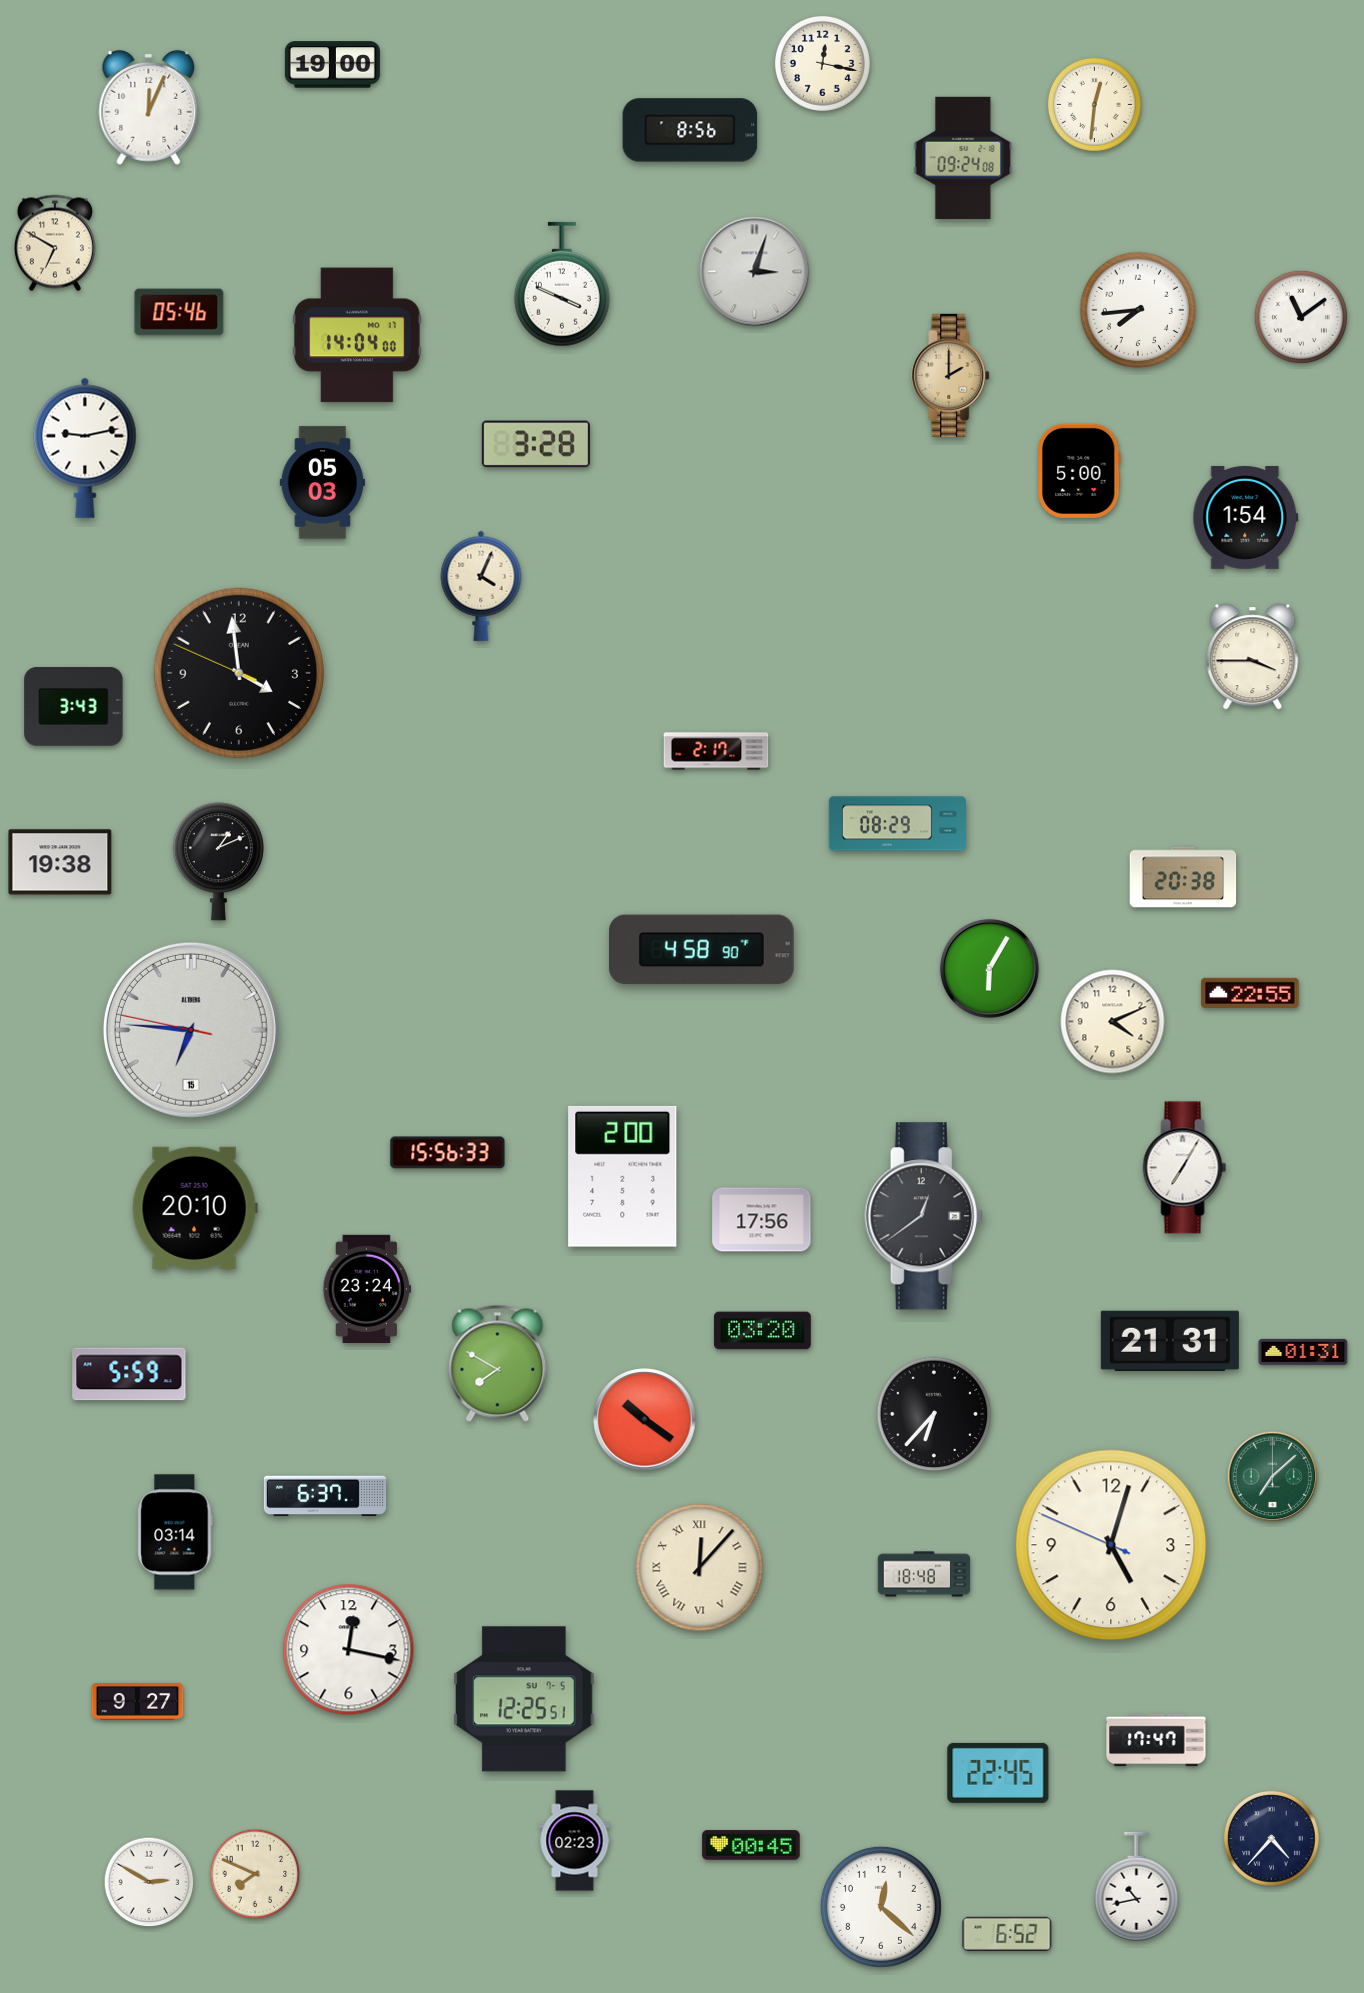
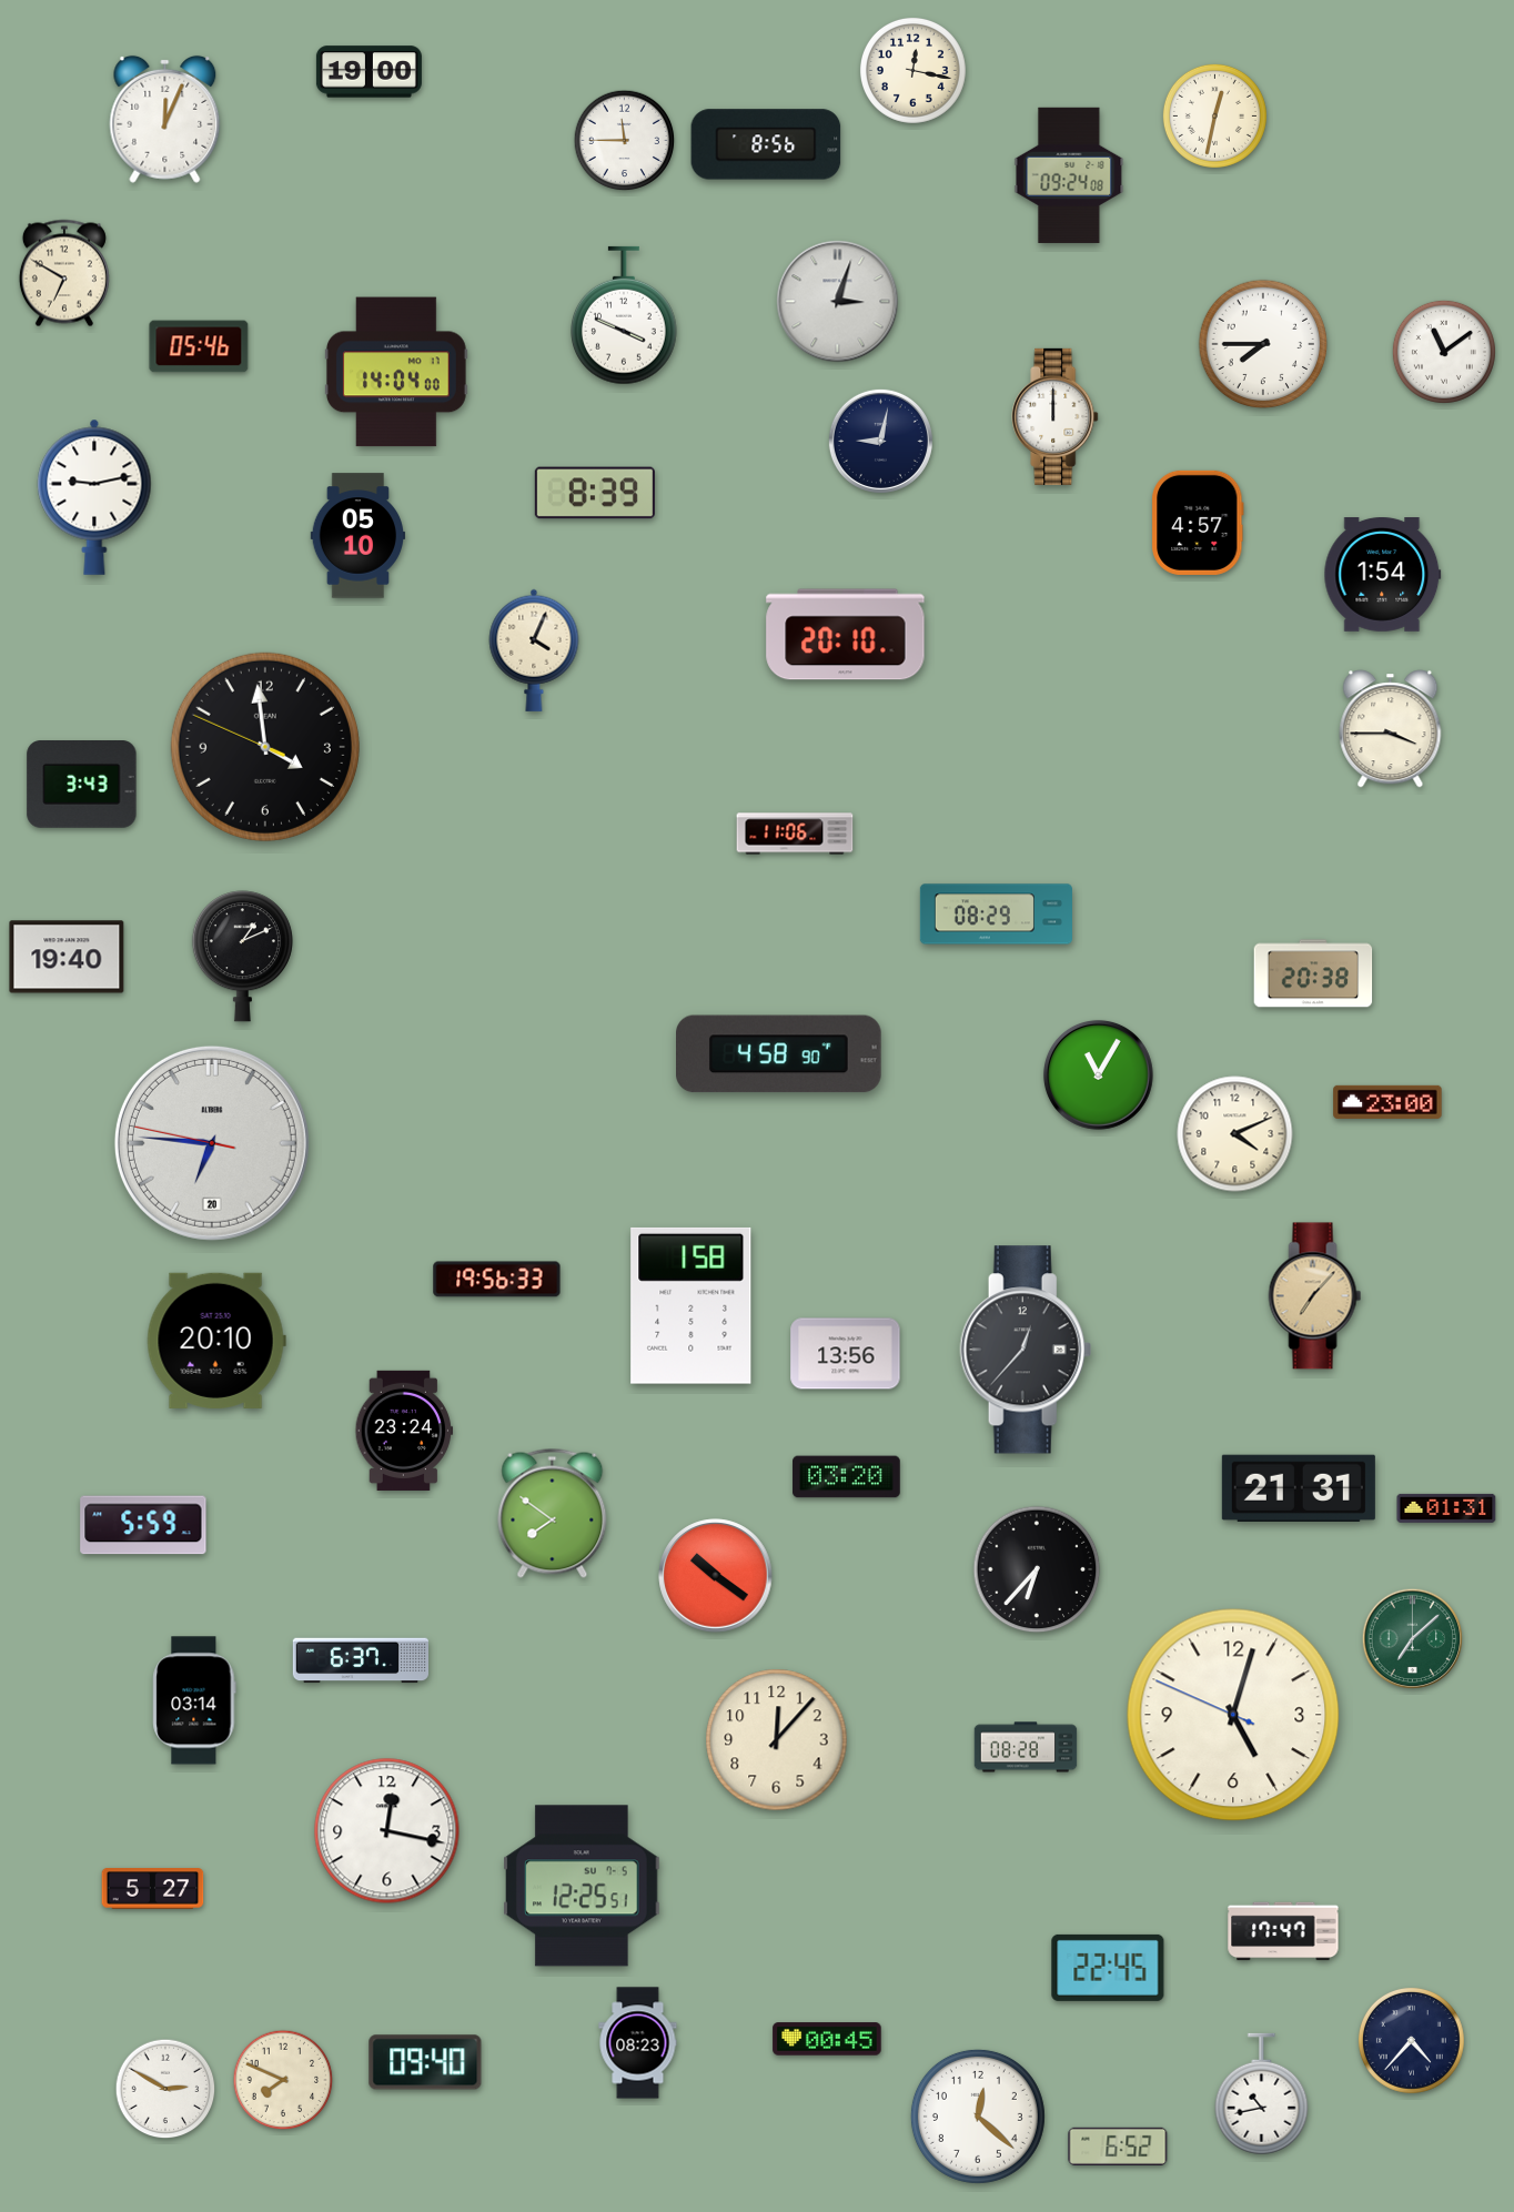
clock at (1094, 104): 12:31 -> 12:32
clock at (625, 141): none -> 11:45
clock at (55, 243) position: (55, 243) -> (64, 273)
clock at (1138, 310): 7:44 -> 7:45
clock at (951, 375): 2:00 -> 12:00
clock at (951, 375) dial: champagne -> white
clock at (880, 441): none -> 9:02
clock at (536, 444): 3:28 -> 8:39
clock at (1079, 471): 5:00 -> 4:57
clock at (323, 483): 05:03 -> 05:10
clock at (846, 635): none -> 20:10
clock at (716, 751): 2:17 -> 11:06
clock at (60, 862): 19:38 -> 19:40
clock at (990, 969): 6:05 -> 11:05
clock at (1250, 993): 22:55 -> 23:00
clock at (191, 1030) date: 15 -> 20
clock at (448, 1153): 15:56 -> 19:56
clock at (1185, 1168): 7:05 -> 7:07
clock at (1185, 1168) dial: white -> champagne
clock at (623, 1176): 2:00 -> 1:58
clock at (924, 1216): 12:39 -> 12:37
clock at (762, 1220): 17:56 -> 13:56
clock at (366, 1289) position: (366, 1289) -> (403, 1431)
clock at (1303, 1352) position: (1303, 1352) -> (1446, 1508)
clock at (498, 1363): 7:50 -> 7:51
clock at (700, 1568) numerals: Roman -> Arabic
clock at (924, 1574): 18:48 -> 08:28
clock at (138, 1702): 9:27 -> 5:27
clock at (575, 1841): 02:23 -> 08:23
clock at (751, 1845) position: (751, 1845) -> (827, 2039)
clock at (425, 2062): none -> 09:40
